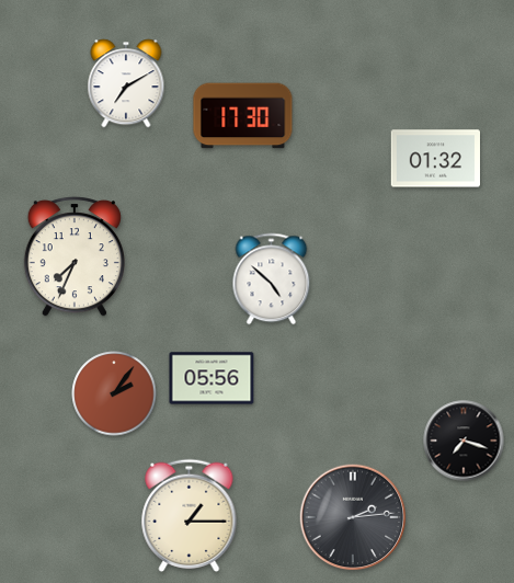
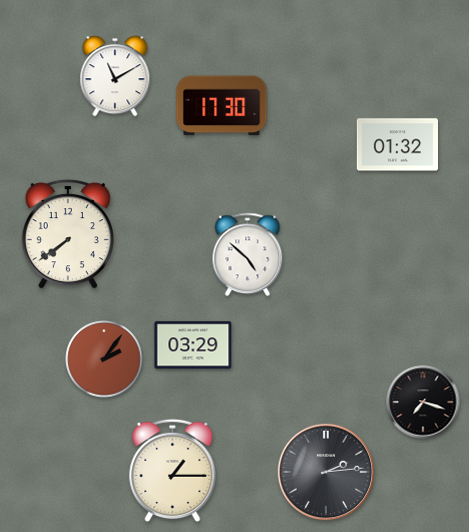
clock at (126, 83): 7:10 -> 11:10
clock at (75, 256): 7:34 -> 7:39
clock at (212, 378): 05:56 -> 03:29
clock at (353, 517) position: (353, 517) -> (326, 472)
